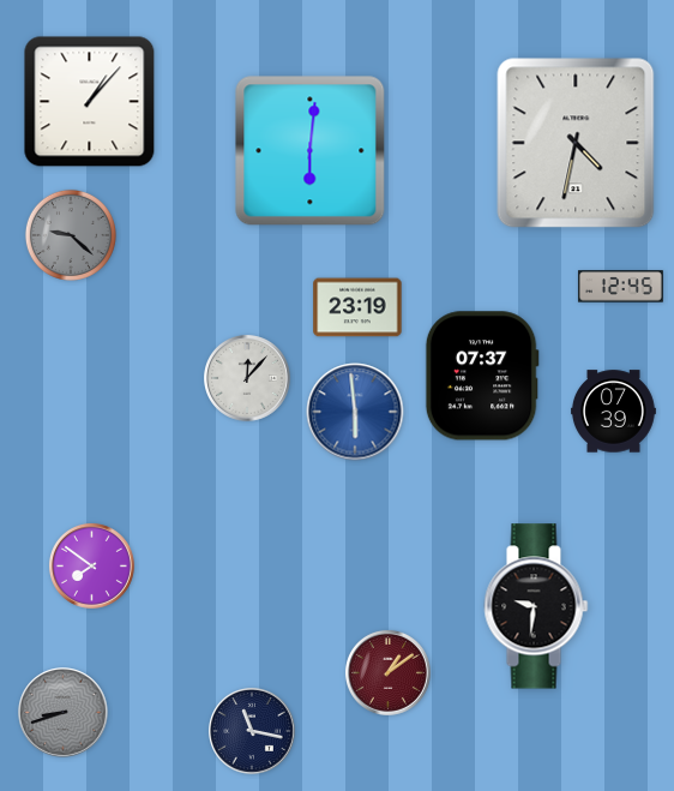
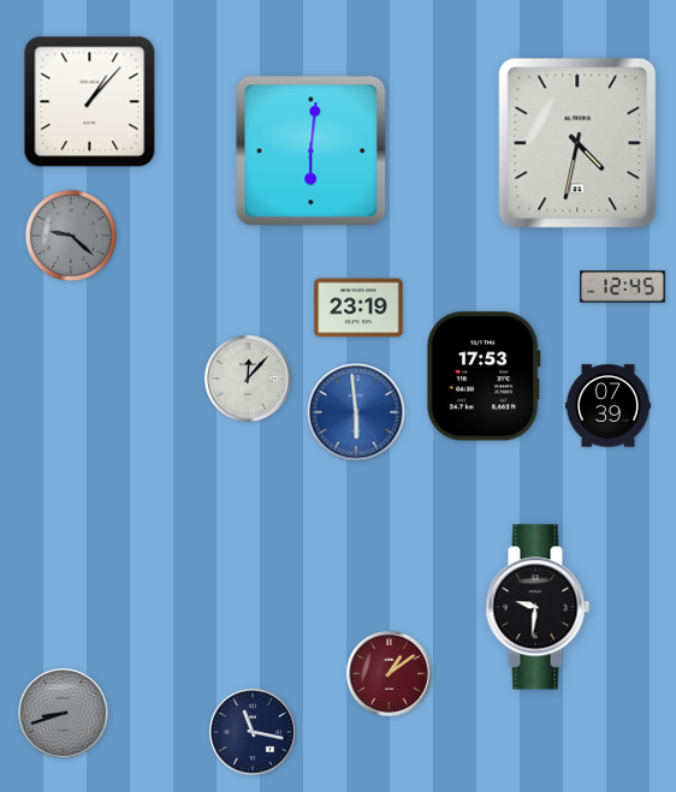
clock at (482, 376): 07:37 -> 17:53
clock at (614, 412) position: (614, 412) -> (609, 406)
clock at (91, 565): 7:51 -> none
